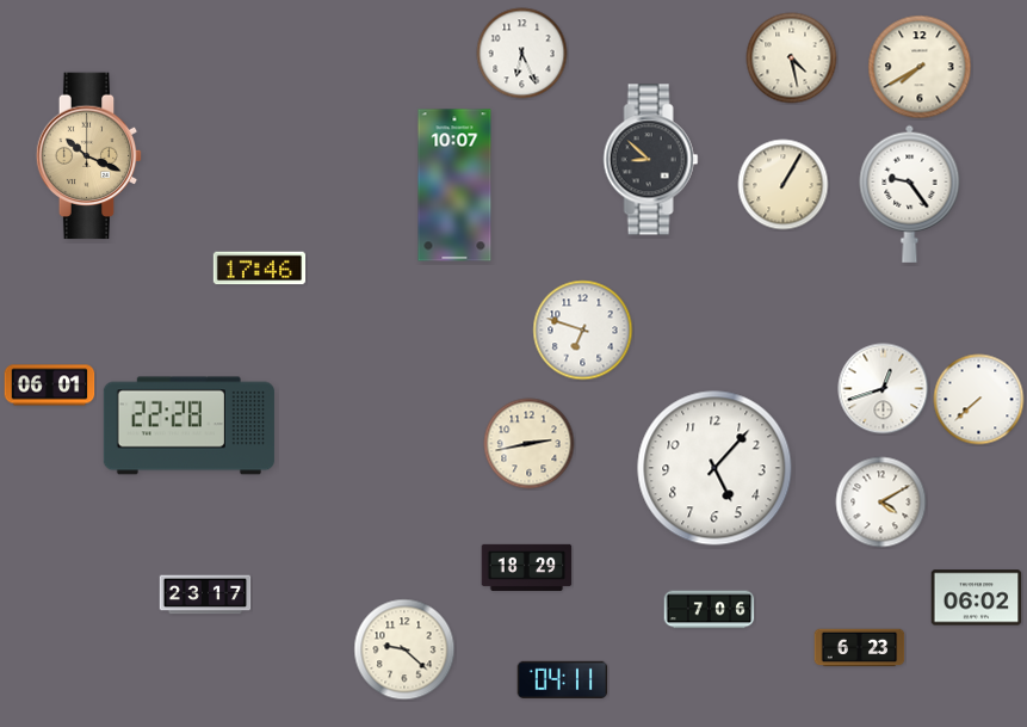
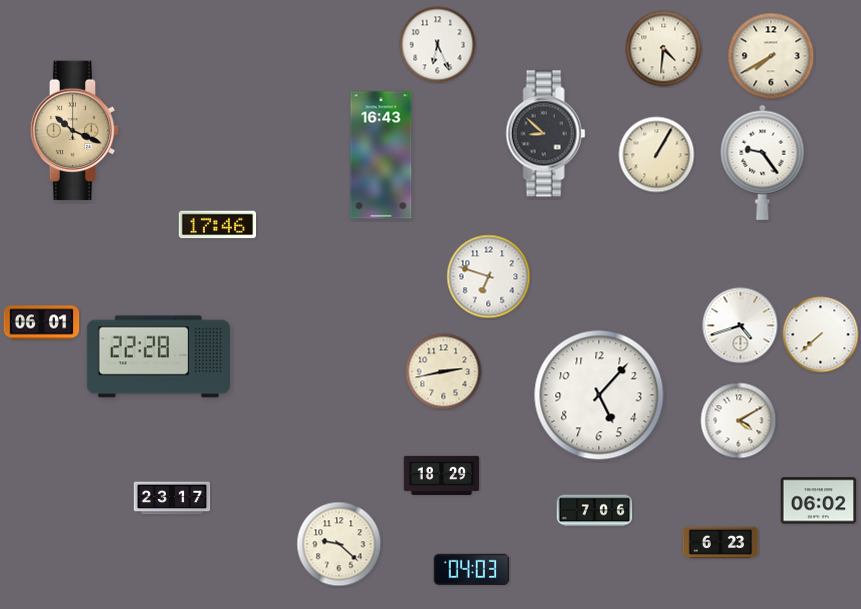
clock at (792, 58): 4:28 -> 4:31
clock at (454, 185): 10:07 -> 16:43
clock at (884, 389): 12:42 -> 4:42
clock at (714, 468) position: (714, 468) -> (599, 395)
clock at (563, 679): 04:11 -> 04:03
